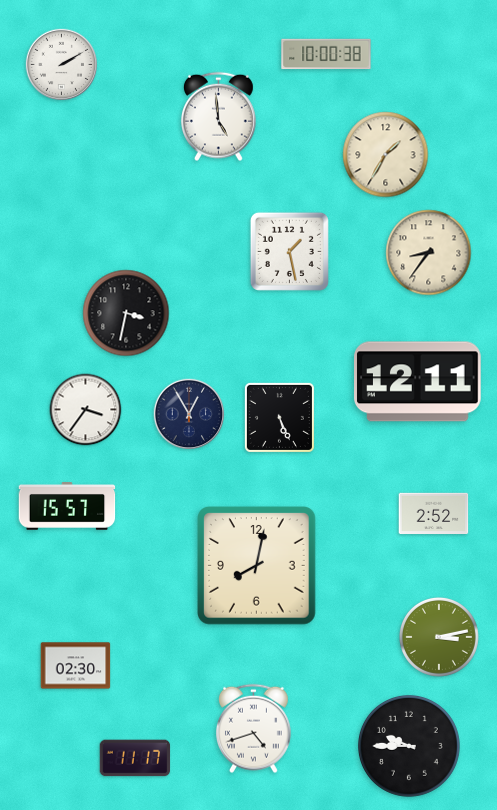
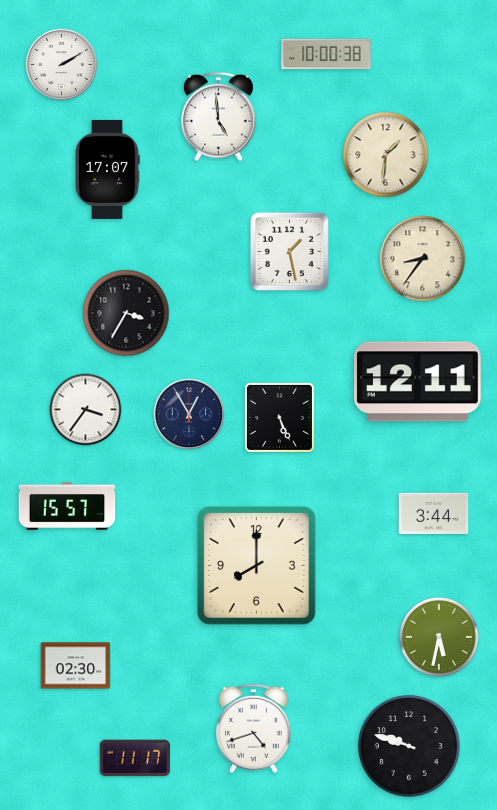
clock at (386, 155): 1:35 -> 1:31
clock at (107, 169): none -> 17:07
clock at (429, 253) position: (429, 253) -> (423, 259)
clock at (126, 313): 3:32 -> 3:35
clock at (434, 514): 2:52 -> 3:44
clock at (257, 566): 8:02 -> 8:00
clock at (439, 637): 3:13 -> 5:32
clock at (409, 746): 9:45 -> 9:48
